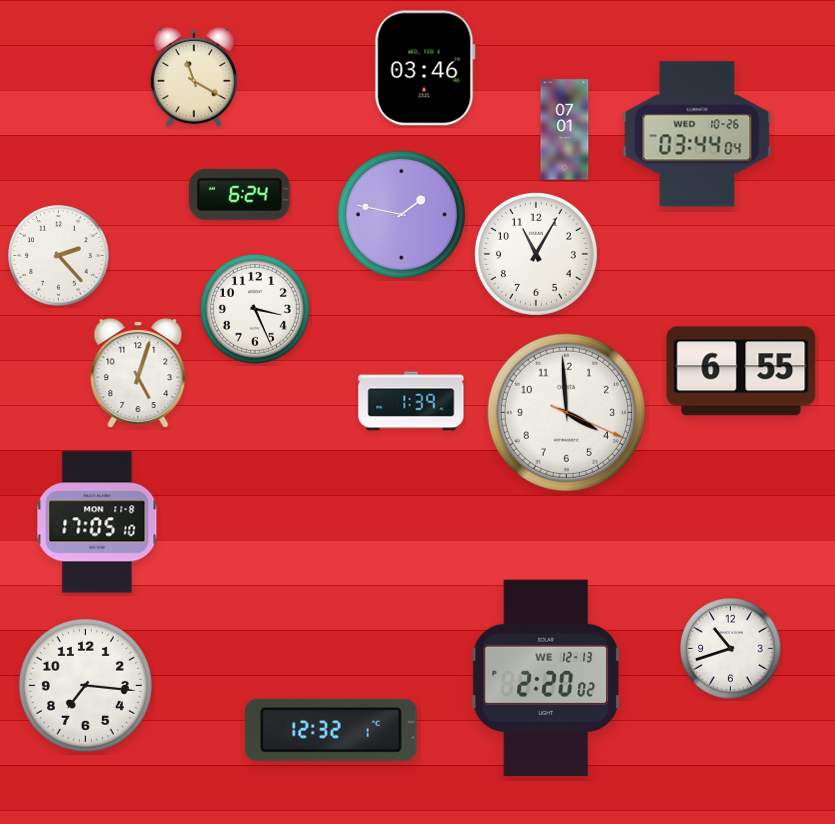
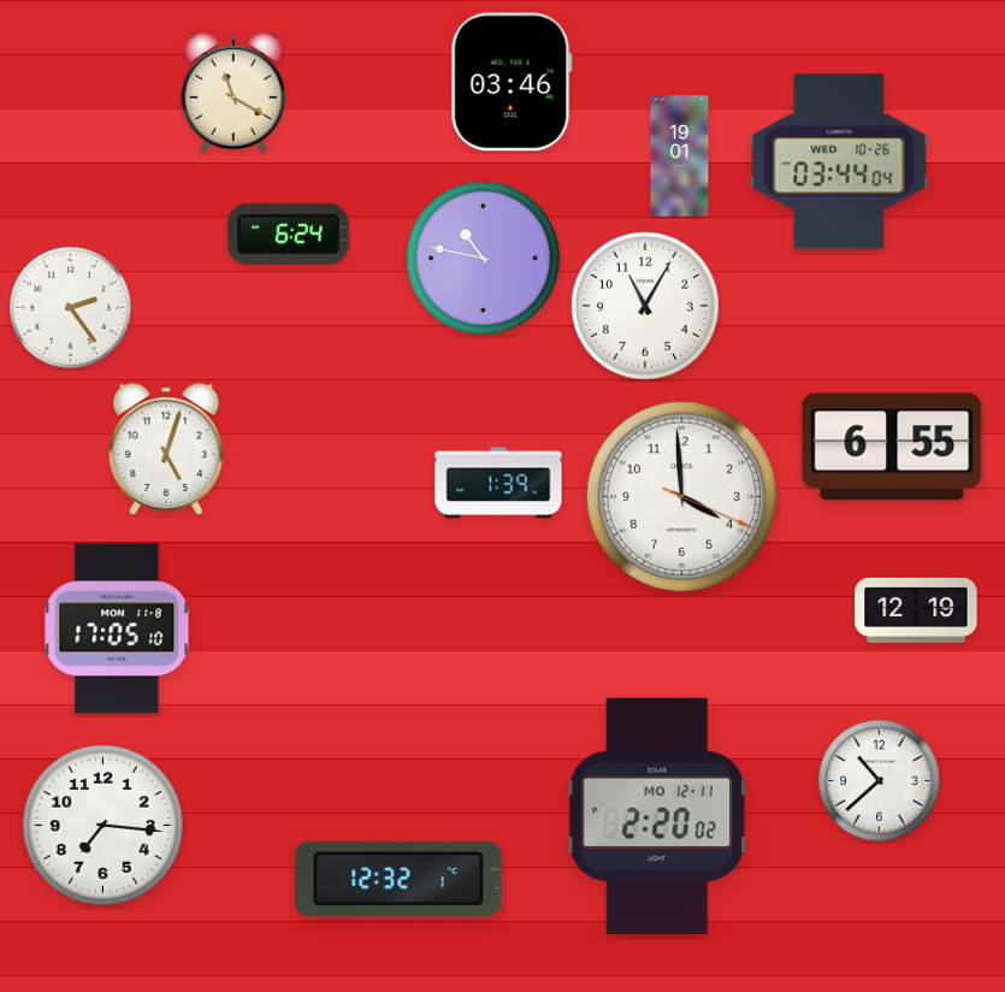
clock at (565, 130): 07:01 -> 19:01
clock at (401, 214): 1:47 -> 10:47
clock at (59, 256): 2:23 -> 2:24
clock at (255, 309): 3:26 -> none
clock at (411, 401) position: (411, 401) -> (498, 483)
clock at (916, 610): none -> 12:19
clock at (731, 649): 10:42 -> 10:38
clock at (546, 678) date: WE 12-13 -> MO 12-11
